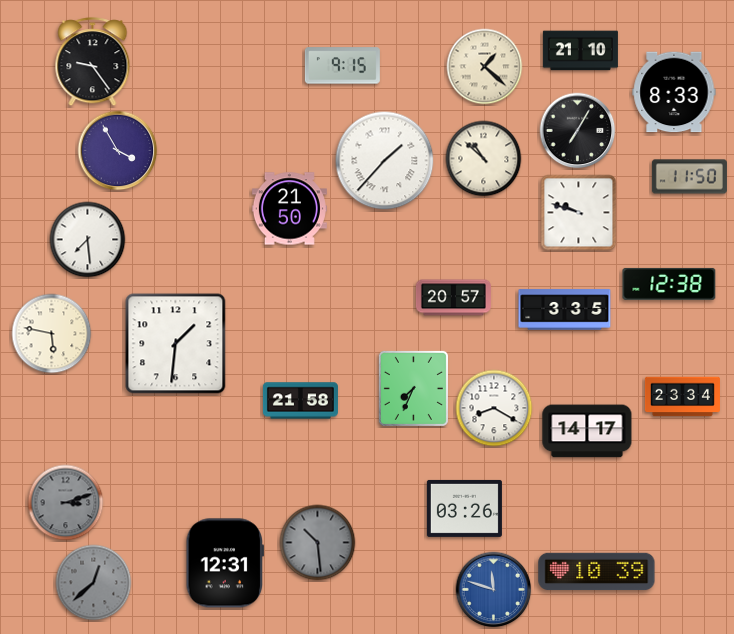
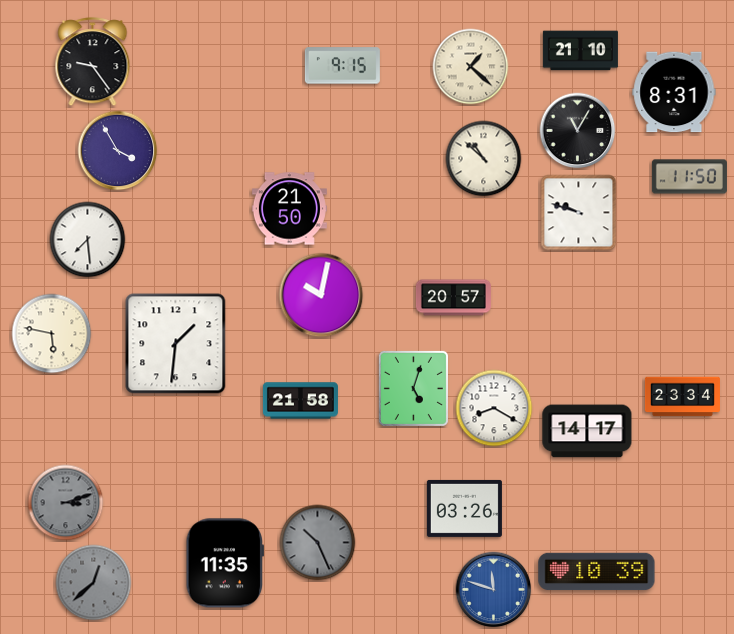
clock at (485, 67) position: (485, 67) -> (471, 67)
clock at (674, 92): 8:33 -> 8:31
clock at (578, 131): 7:05 -> 11:05
clock at (385, 161): 1:37 -> none
clock at (669, 284): 12:38 -> none
clock at (321, 295): none -> 10:02
clock at (565, 310): 3:35 -> none
clock at (413, 388): 7:34 -> 5:03
clock at (318, 543): 10:29 -> 10:26
clock at (225, 563): 12:31 -> 11:35
